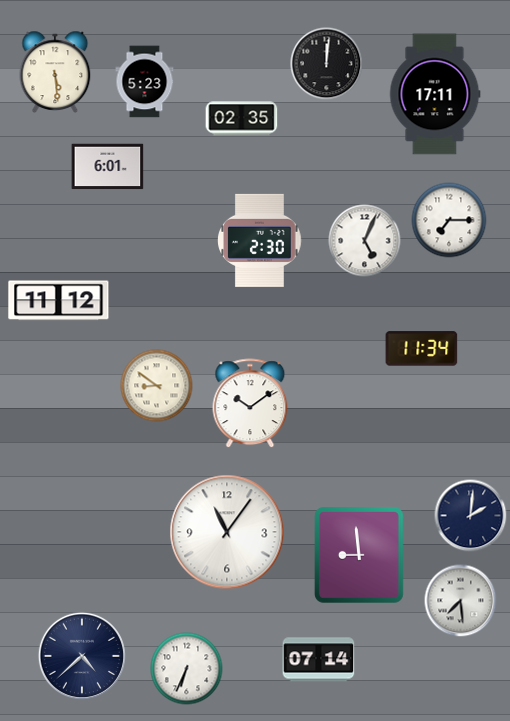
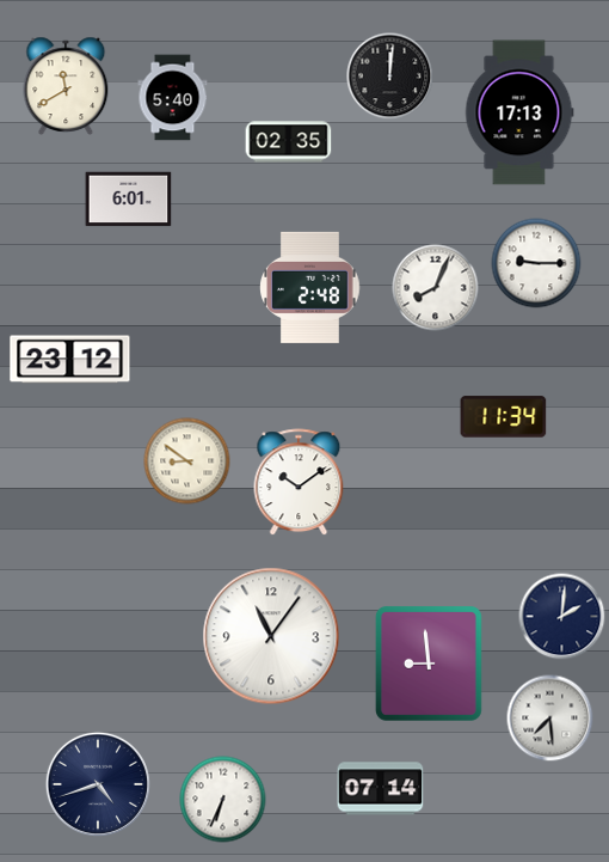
clock at (55, 71): 5:29 -> 11:40
clock at (145, 82): 5:23 -> 5:40
clock at (435, 94): 17:11 -> 17:13
clock at (449, 220): 7:15 -> 9:15
clock at (260, 240): 2:30 -> 2:48
clock at (365, 241): 5:04 -> 8:04
clock at (59, 301): 11:12 -> 23:12
clock at (82, 656): 4:38 -> 4:42
